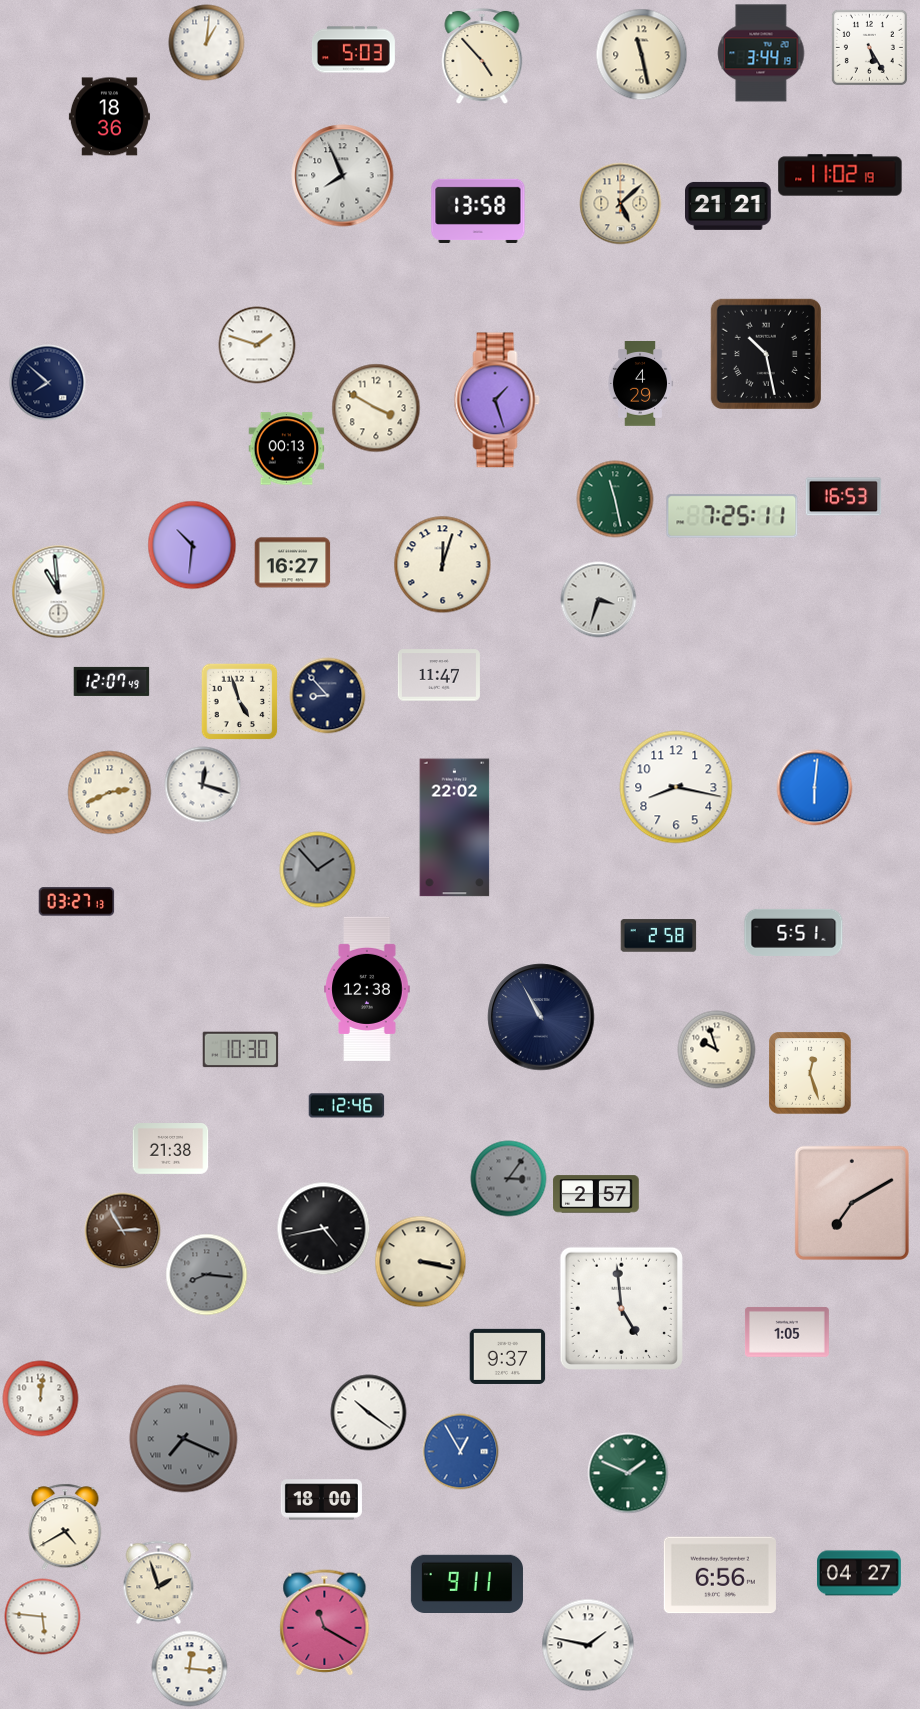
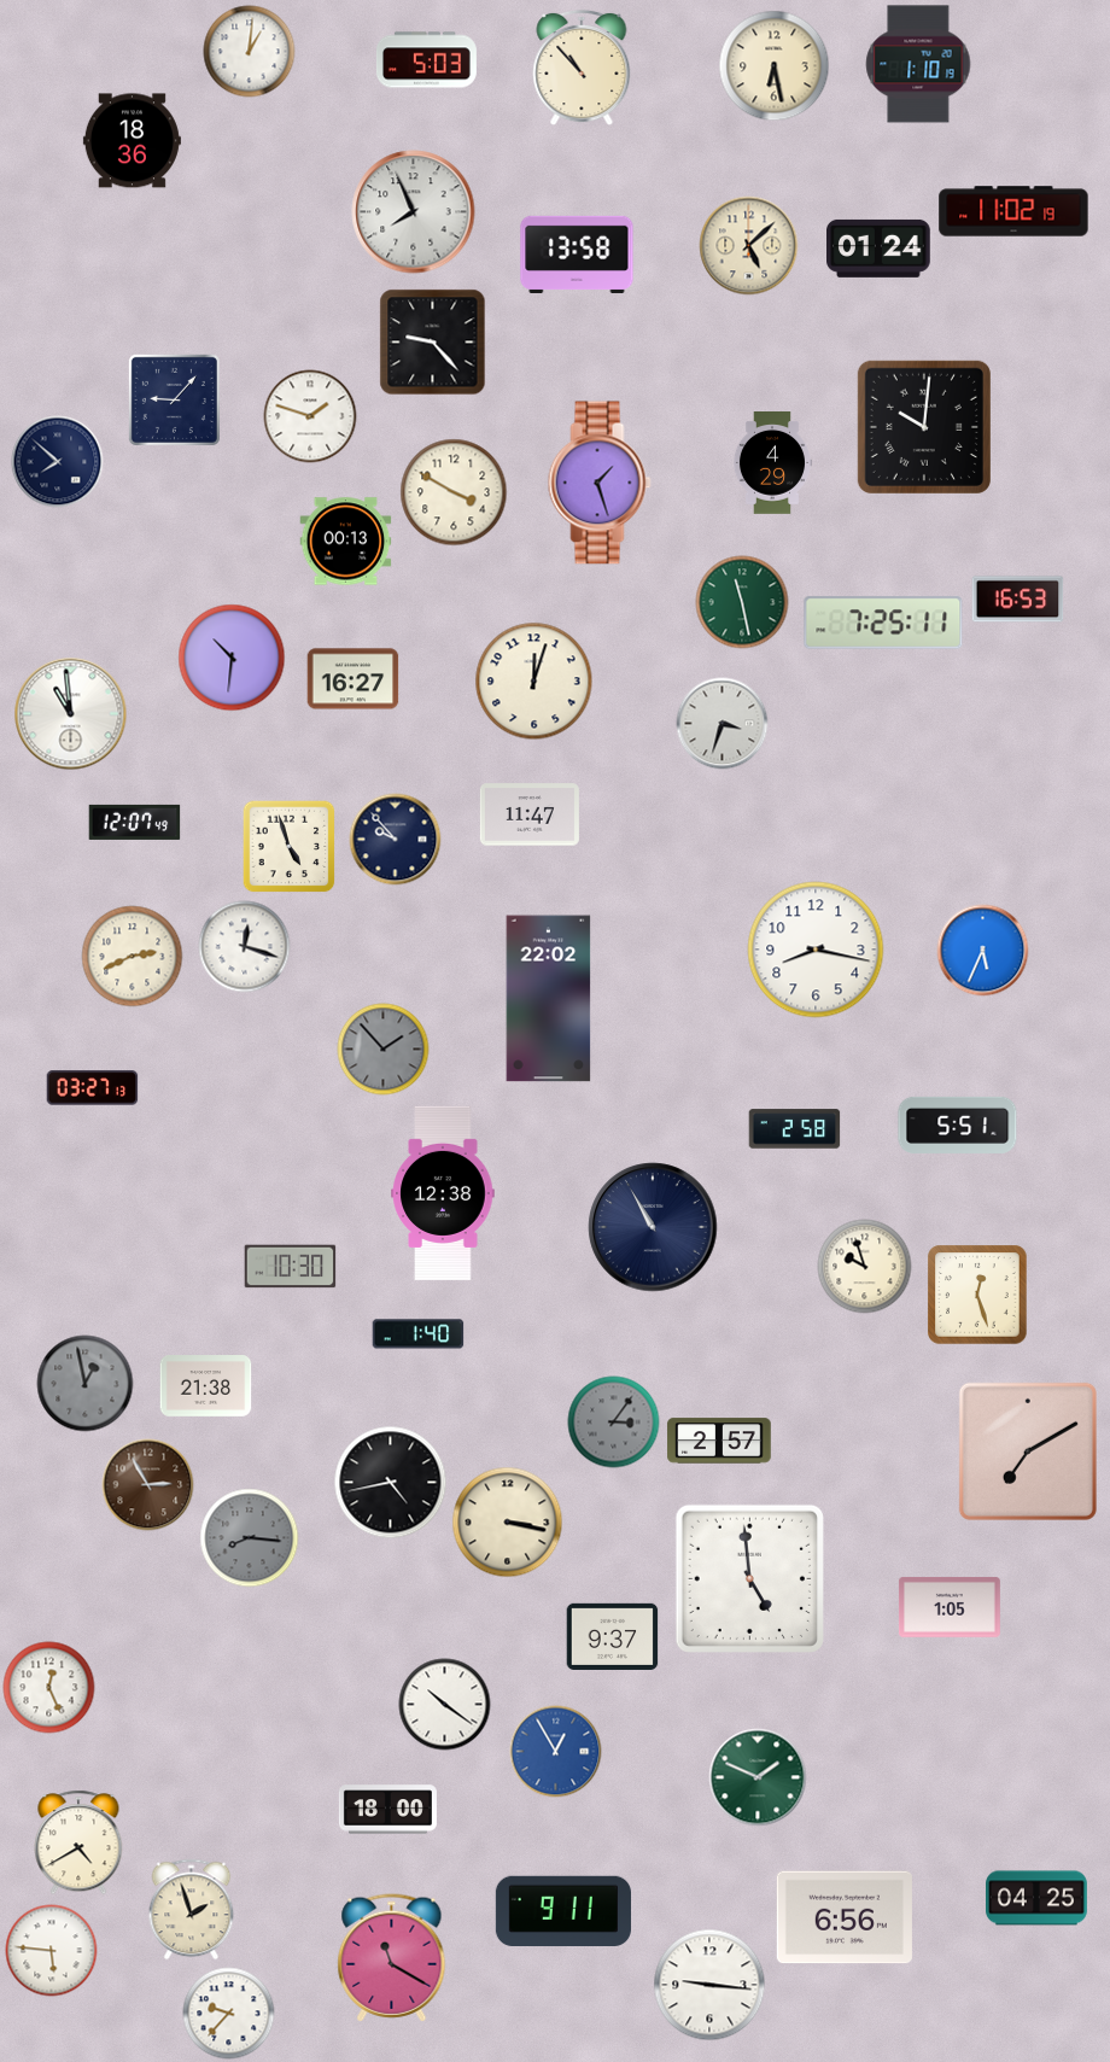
clock at (869, 47): 5:25 -> none
clock at (761, 53): 3:44 -> 1:10
clock at (642, 55): 11:28 -> 6:28
clock at (482, 56): 4:53 -> 10:53
clock at (728, 206): 21:21 -> 01:24
clock at (433, 343): none -> 9:23
clock at (174, 399): none -> 9:07
clock at (766, 354): 10:28 -> 10:01
clock at (328, 696): 8:53 -> 9:53
clock at (815, 788): 6:01 -> 5:34
clock at (347, 1106): 12:46 -> 1:40
clock at (86, 1384): none -> 12:58
clock at (41, 1399): 12:01 -> 12:26
clock at (184, 1439): 7:19 -> none
clock at (860, 1573): 04:27 -> 04:25
clock at (720, 1575) position: (720, 1575) -> (845, 1917)
clock at (588, 1645): 1:47 -> 9:16
clock at (190, 1669): 12:16 -> 9:37
